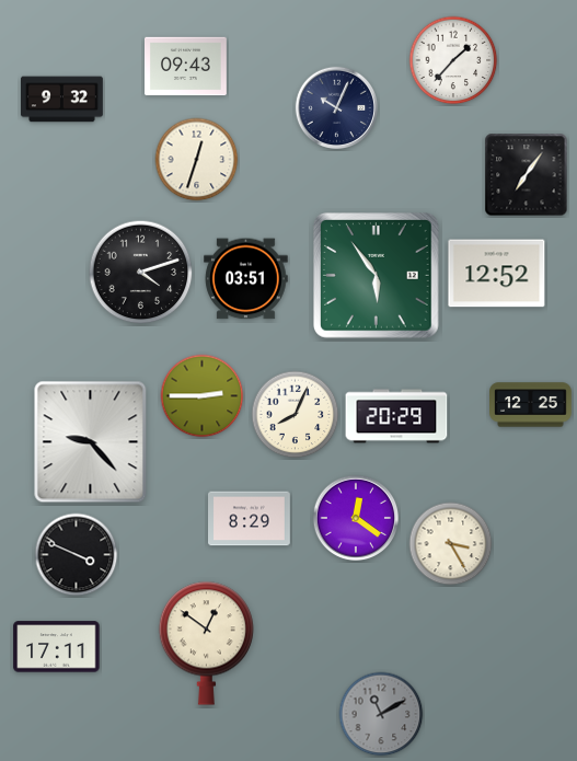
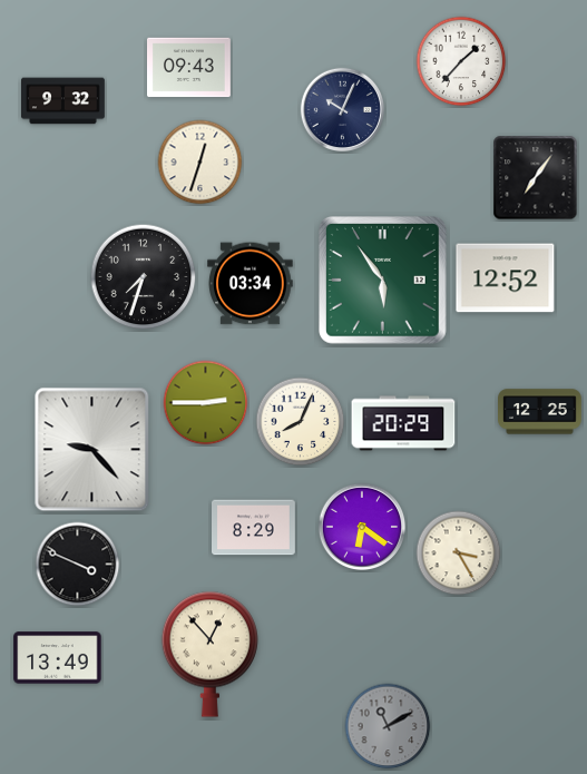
clock at (141, 273): 4:12 -> 7:33
clock at (246, 279): 03:51 -> 03:34
clock at (356, 518): 12:21 -> 6:21
clock at (206, 643): 12:51 -> 12:53
clock at (57, 647): 17:11 -> 13:49
